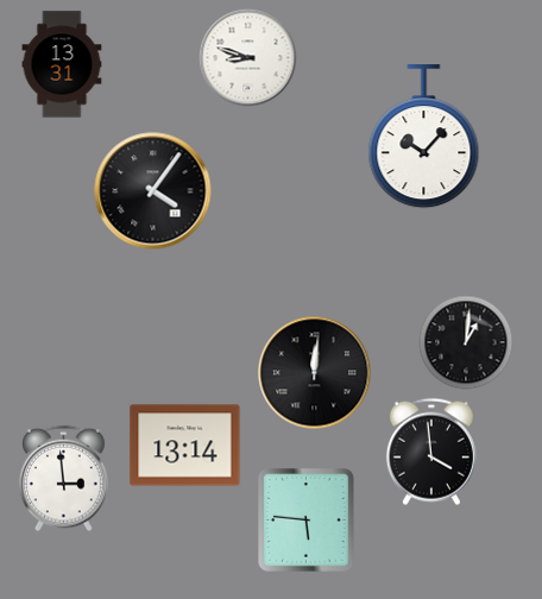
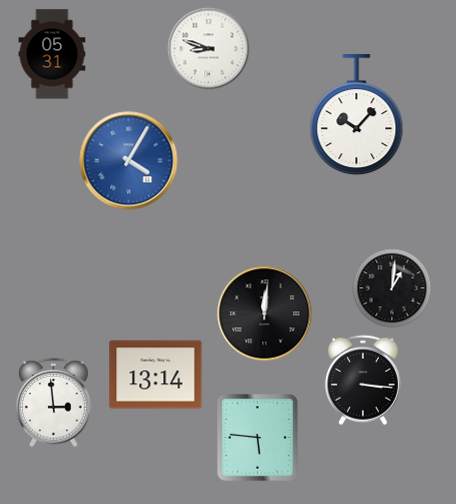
clock at (62, 64): 13:31 -> 05:31
clock at (153, 191): 4:06 -> 4:05
clock at (153, 191) dial: black -> blue
clock at (431, 452): 3:59 -> 3:16
